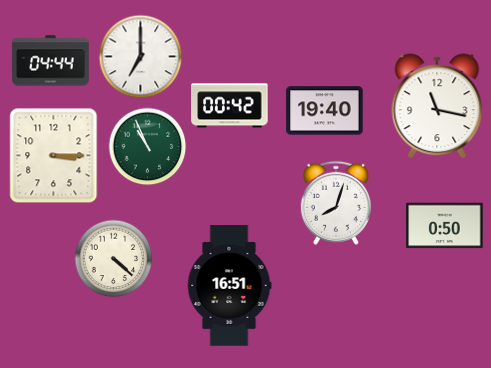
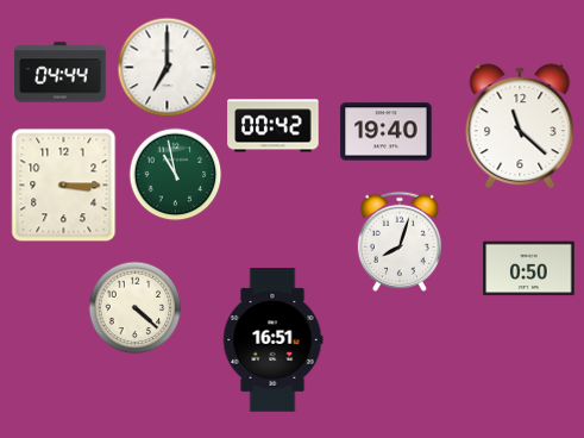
clock at (437, 106): 11:17 -> 11:22
clock at (147, 146): 10:56 -> 10:58
